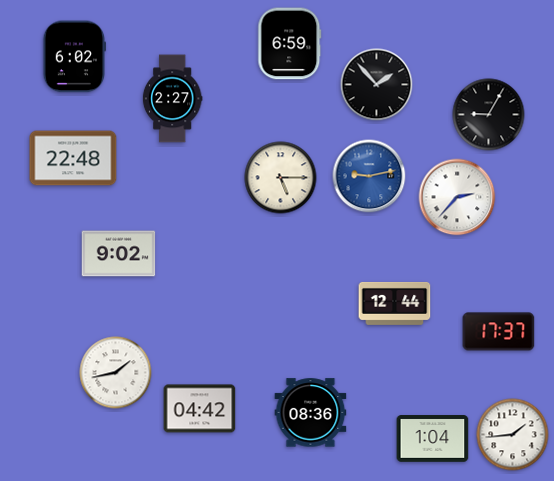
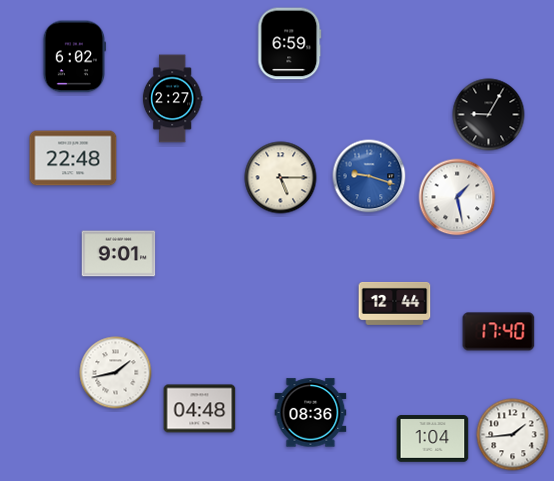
clock at (377, 85): 1:53 -> none
clock at (369, 176): 9:13 -> 9:18
clock at (457, 197): 2:37 -> 1:28
clock at (119, 254): 9:02 -> 9:01
clock at (499, 332): 17:37 -> 17:40
clock at (200, 409): 04:42 -> 04:48
